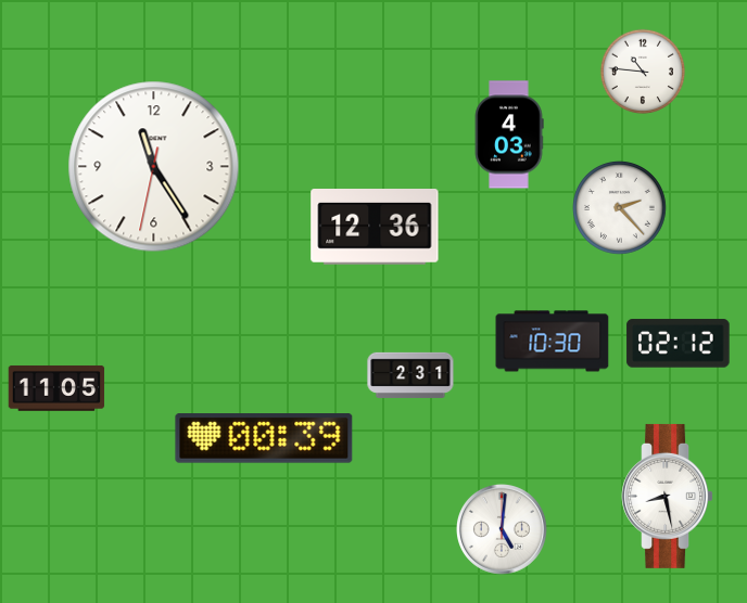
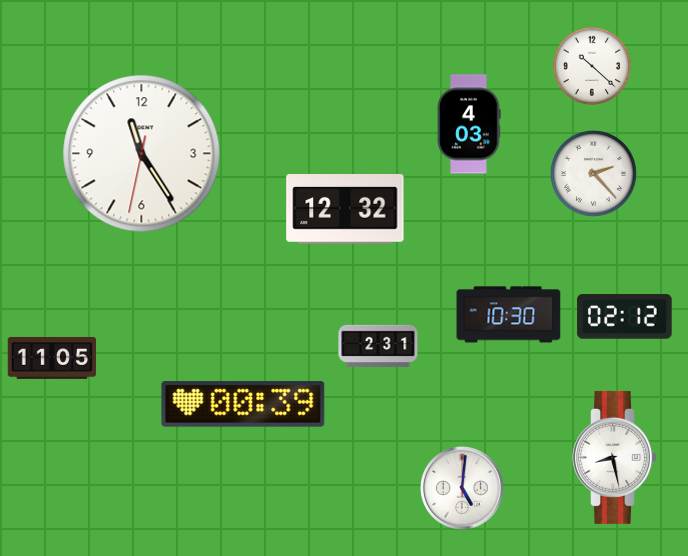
clock at (642, 70): 10:46 -> 10:22
clock at (619, 207) position: (619, 207) -> (593, 173)
clock at (375, 228): 12:36 -> 12:32
